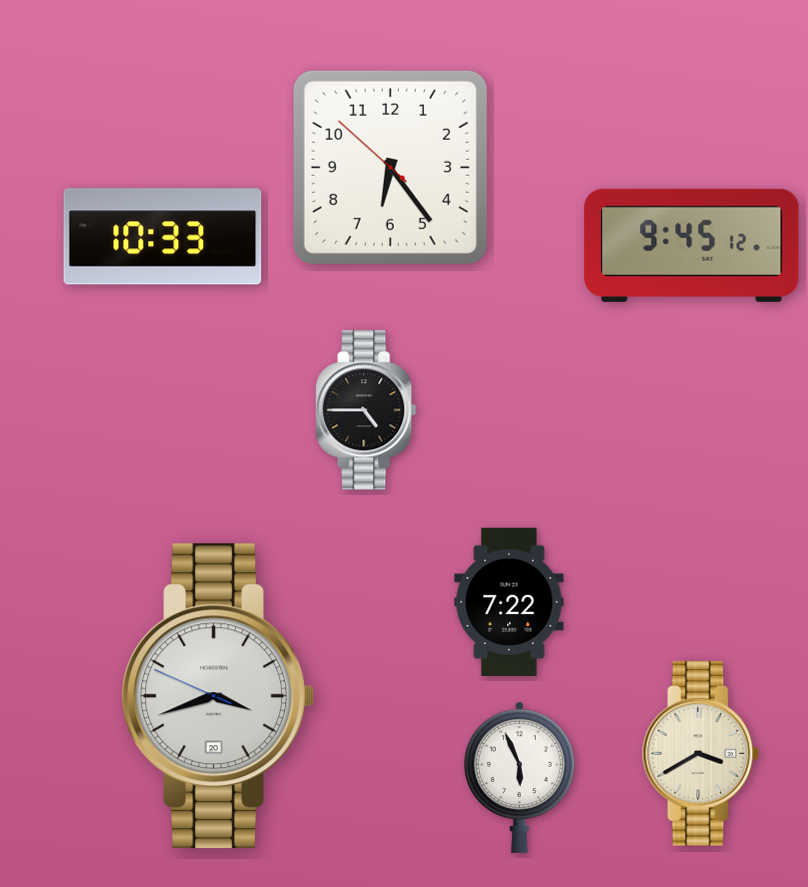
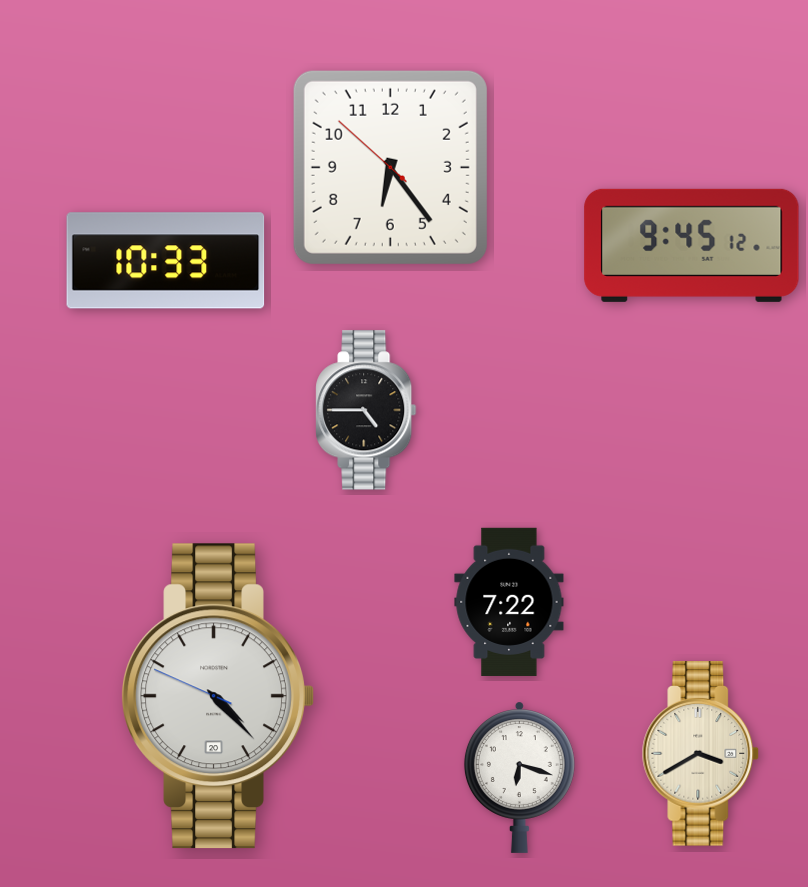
clock at (163, 237) position: (163, 237) -> (166, 261)
clock at (218, 696): 3:41 -> 4:22
clock at (519, 777): 5:56 -> 6:18
